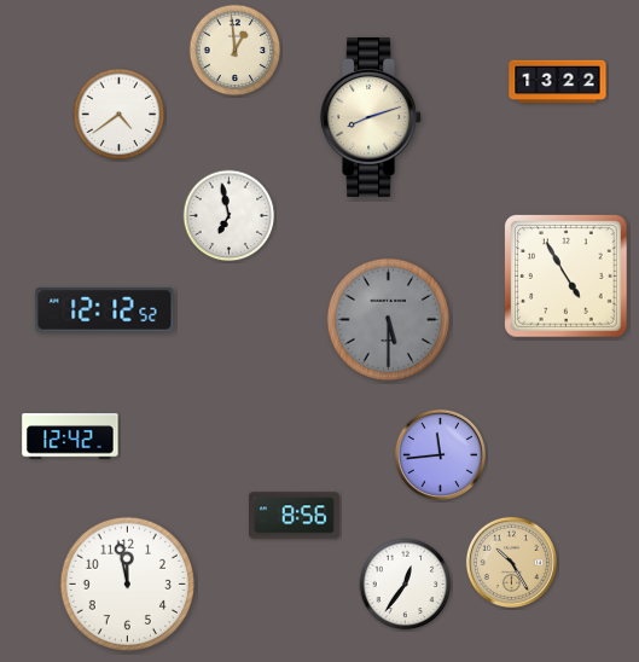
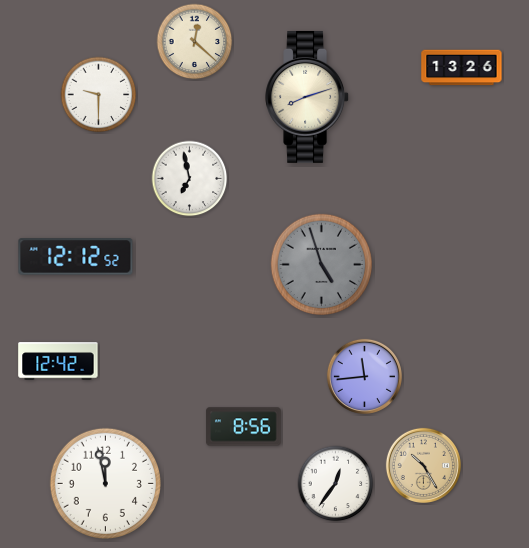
clock at (236, 51): 12:59 -> 12:22
clock at (558, 82): 13:22 -> 13:26
clock at (120, 115): 4:39 -> 9:30
clock at (567, 277): 4:55 -> none
clock at (105, 310) position: (105, 310) -> (76, 257)
clock at (389, 320): 5:30 -> 4:57
